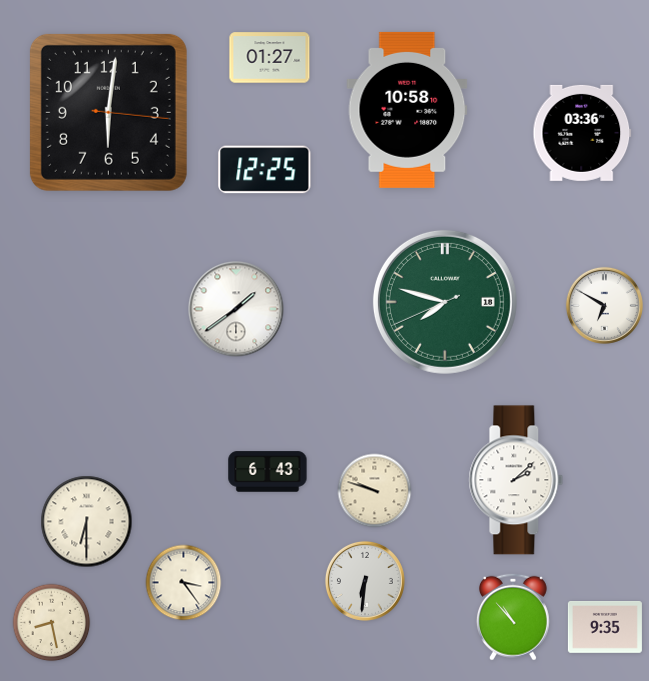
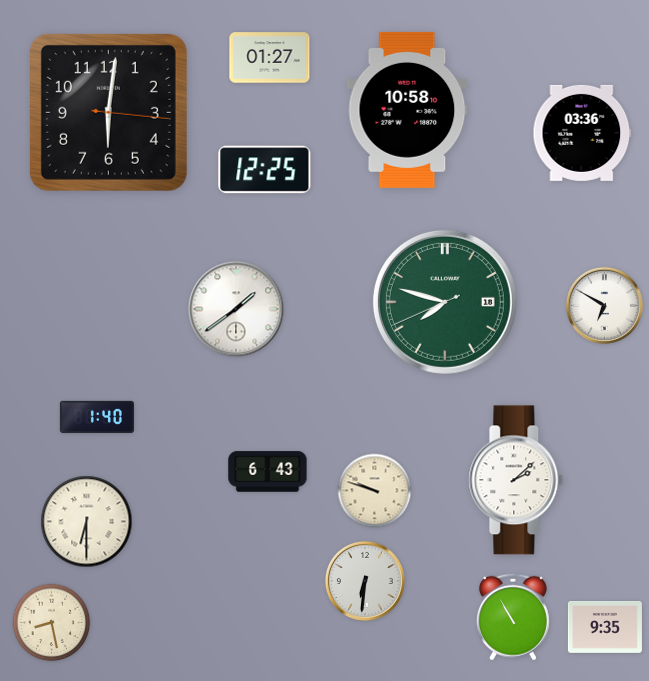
clock at (97, 417): none -> 1:40
clock at (184, 583): 3:24 -> none
clock at (513, 617): 10:53 -> 10:55
